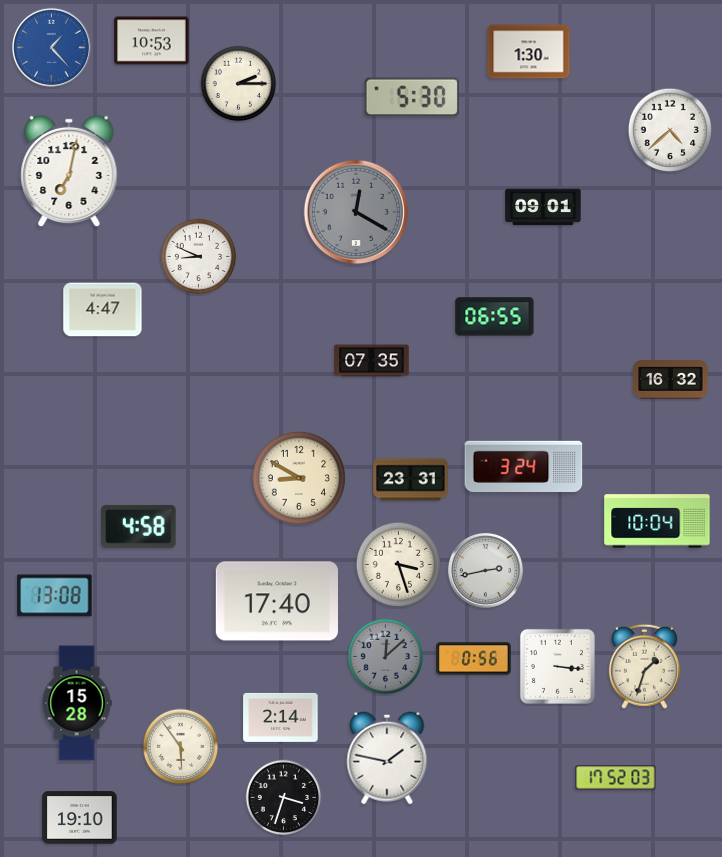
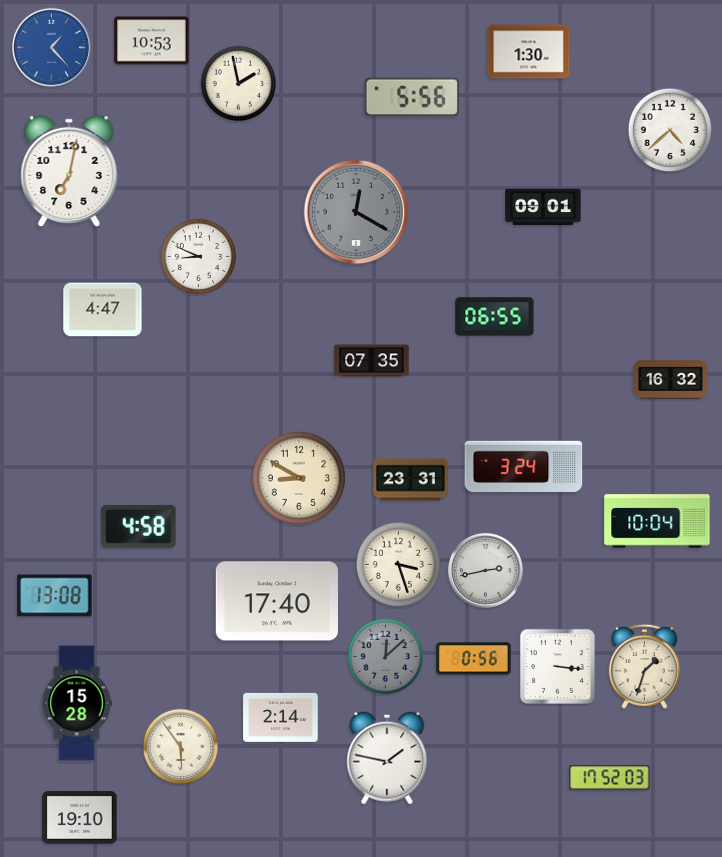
clock at (239, 84): 2:15 -> 1:58
clock at (412, 97): 5:30 -> 5:56
clock at (616, 778) position: (616, 778) -> (610, 778)
clock at (284, 798): 3:33 -> none
